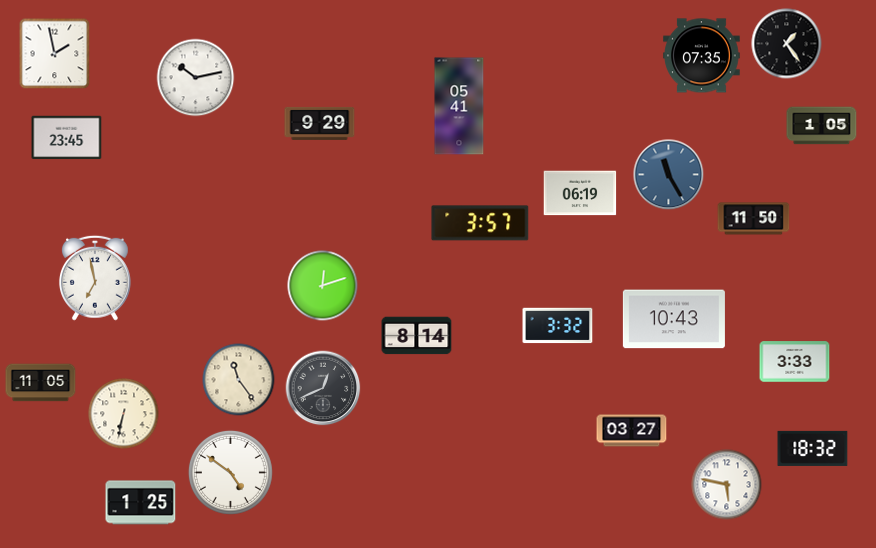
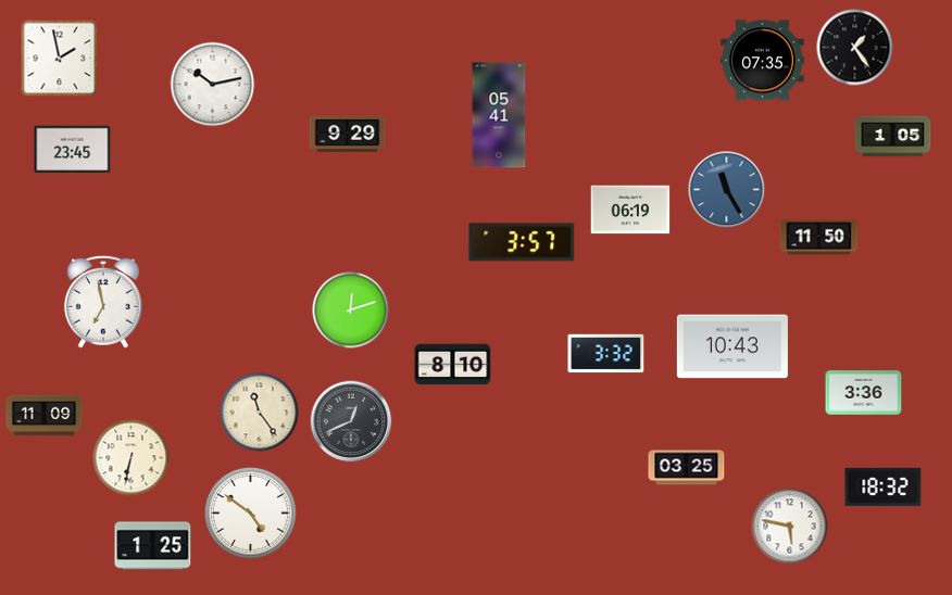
clock at (417, 336): 8:14 -> 8:10
clock at (795, 362): 3:33 -> 3:36
clock at (41, 383): 11:05 -> 11:09
clock at (124, 414) position: (124, 414) -> (131, 458)
clock at (632, 431): 03:27 -> 03:25
